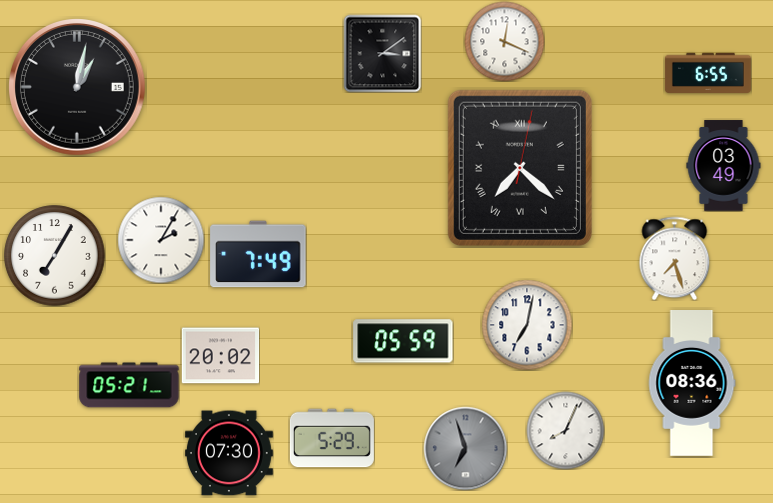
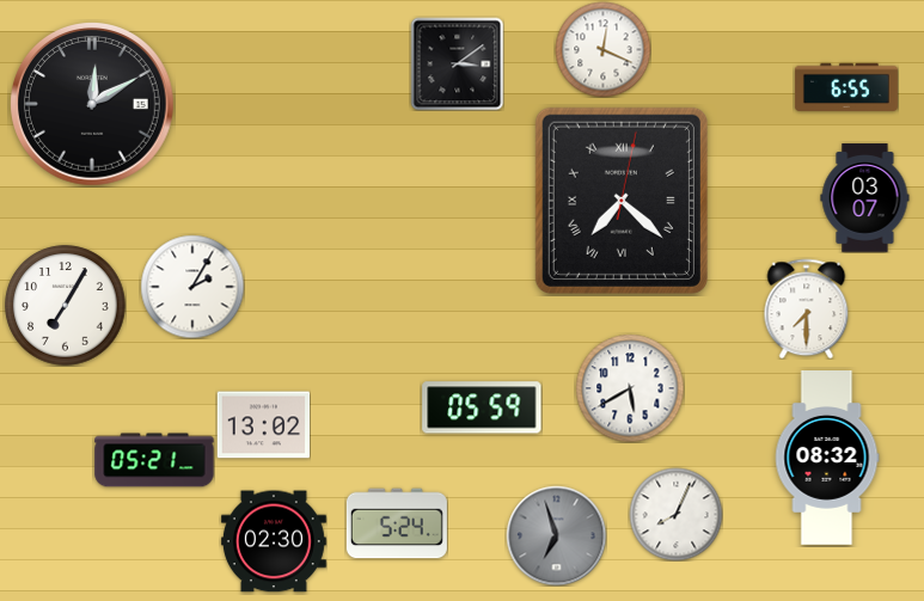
clock at (78, 88): 1:02 -> 12:10
clock at (724, 166): 03:49 -> 03:07
clock at (258, 254): 7:49 -> none
clock at (675, 258): 7:27 -> 7:30
clock at (527, 325): 7:02 -> 5:40
clock at (220, 356): 20:02 -> 13:02
clock at (692, 384): 08:36 -> 08:32
clock at (332, 438): 5:29 -> 5:24
clock at (229, 453): 07:30 -> 02:30
